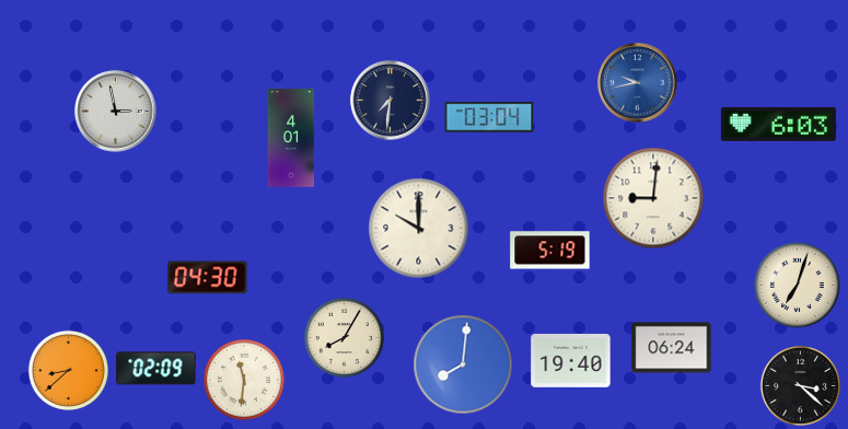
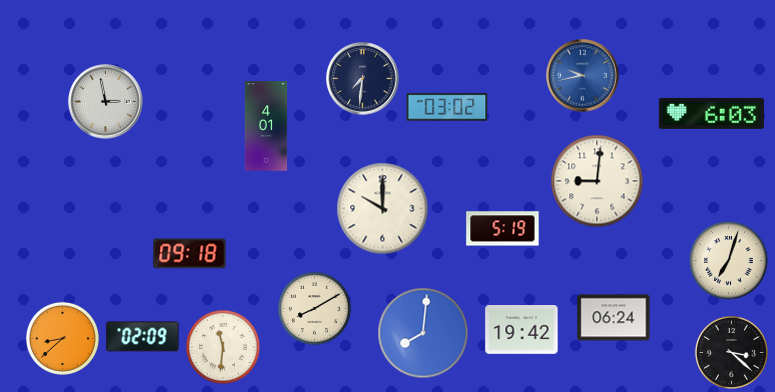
clock at (391, 101) position: (391, 101) -> (363, 79)
clock at (489, 117): 03:04 -> 03:02
clock at (208, 278): 04:30 -> 09:18
clock at (344, 337): 8:05 -> 8:10
clock at (571, 361): 19:40 -> 19:42
